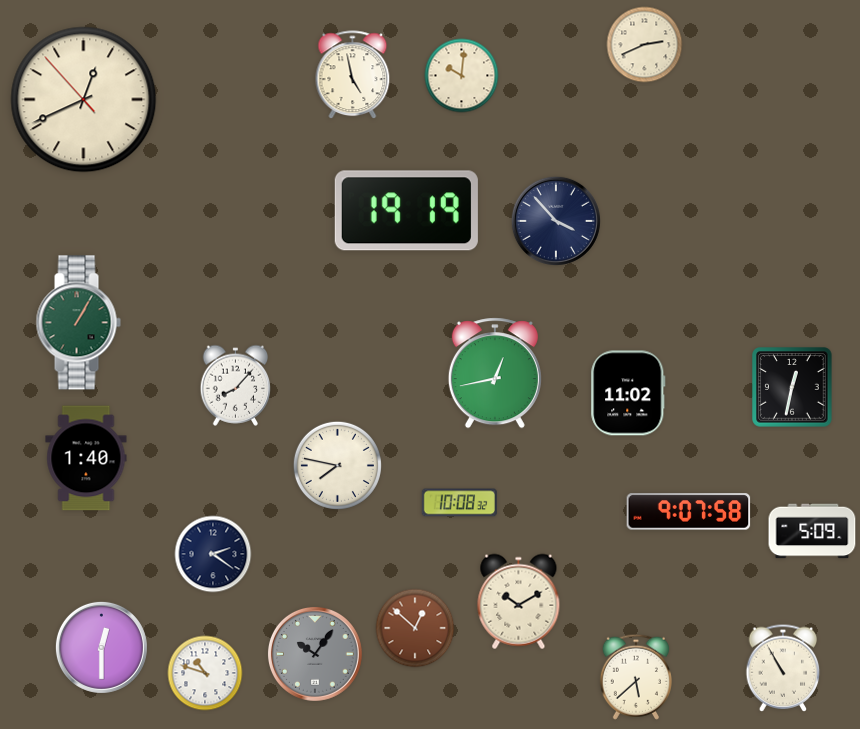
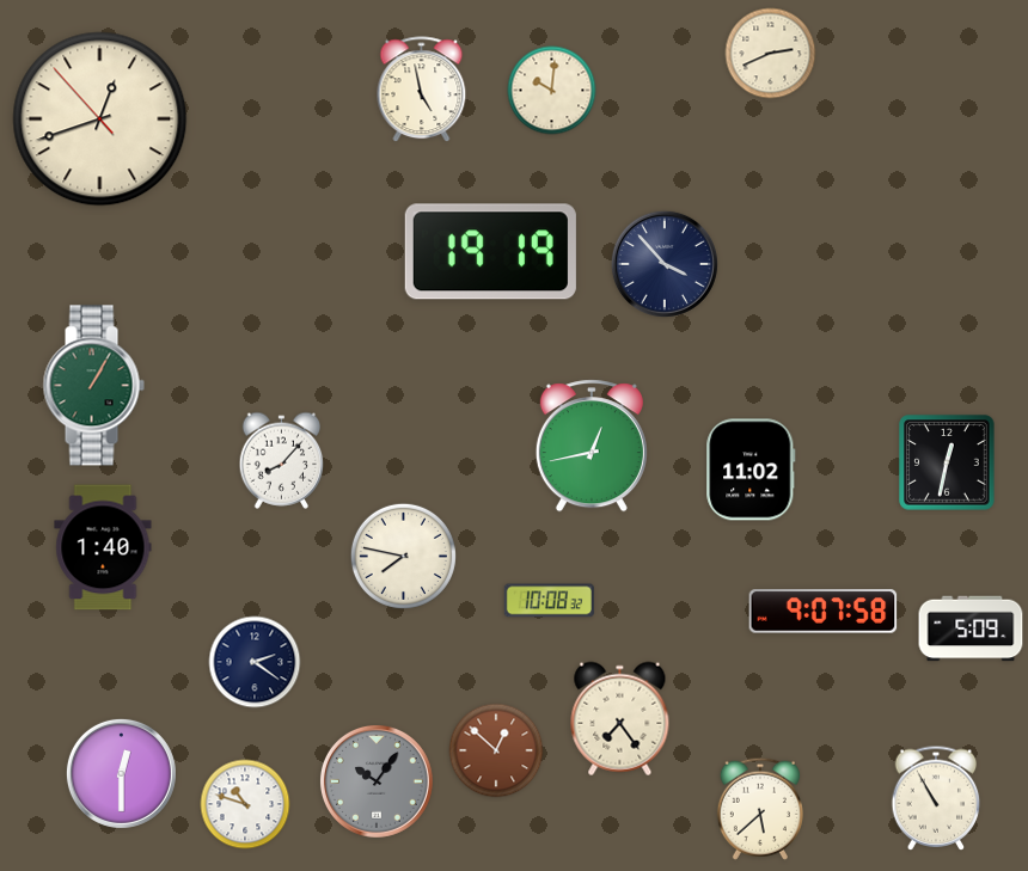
clock at (84, 100): 12:40 -> 12:41
clock at (406, 211) position: (406, 211) -> (490, 252)
clock at (812, 531) position: (812, 531) -> (971, 628)
clock at (519, 602): 10:10 -> 7:24
